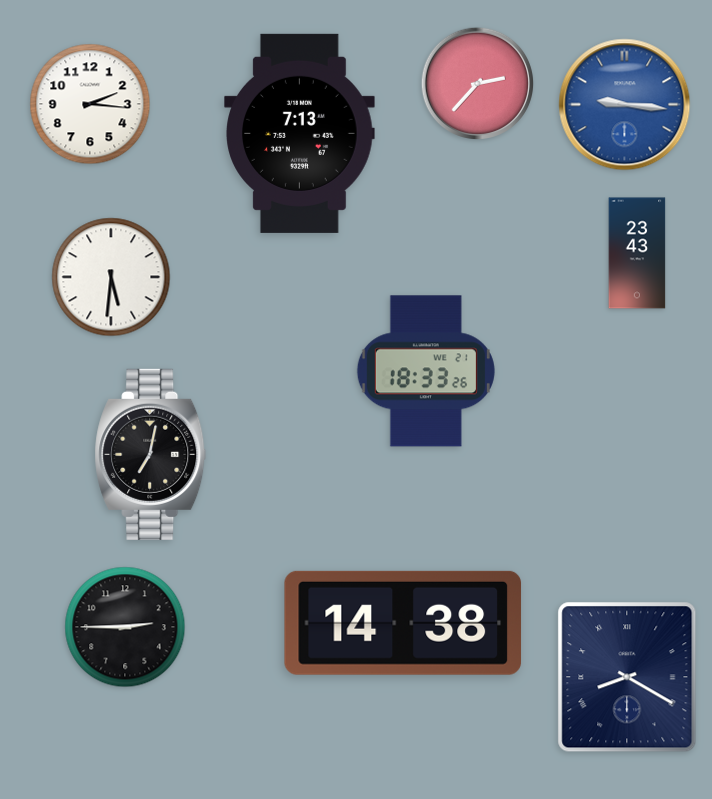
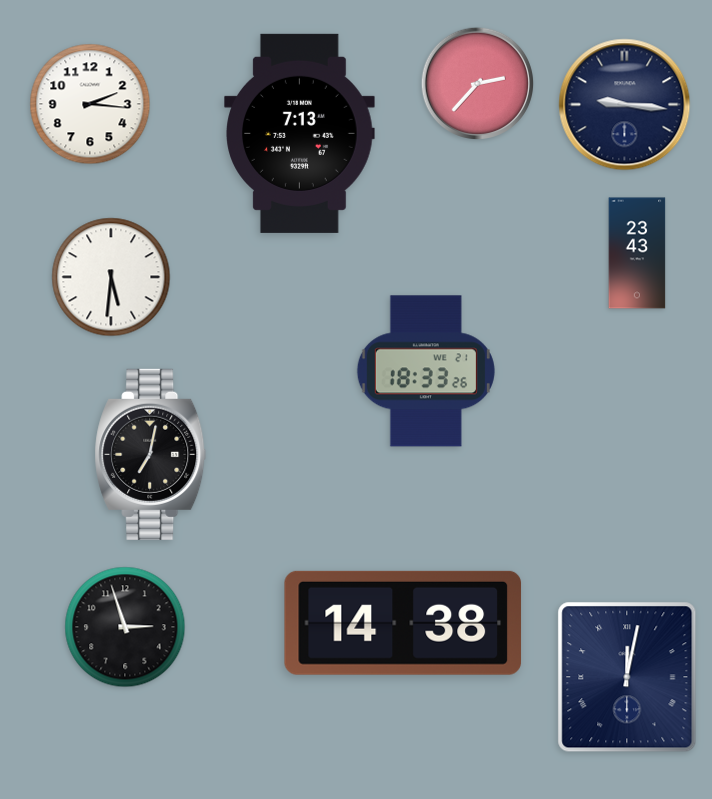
clock at (625, 105) dial: blue -> navy
clock at (125, 627): 2:45 -> 2:57
clock at (627, 677): 8:20 -> 12:02
